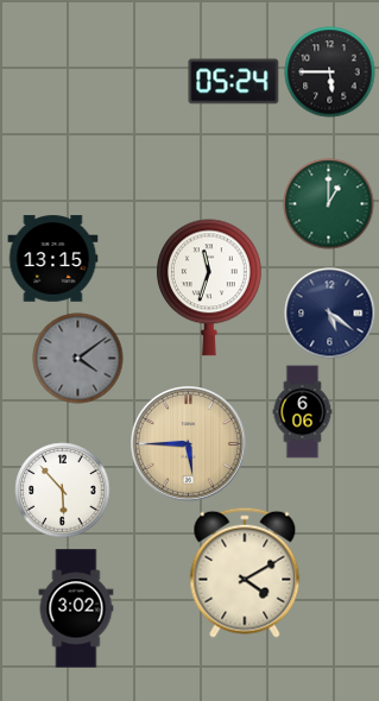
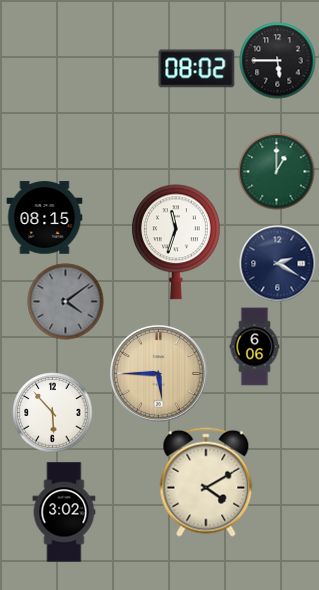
clock at (234, 82): 05:24 -> 08:02
clock at (53, 259): 13:15 -> 08:15
clock at (330, 314): 5:21 -> 2:20
